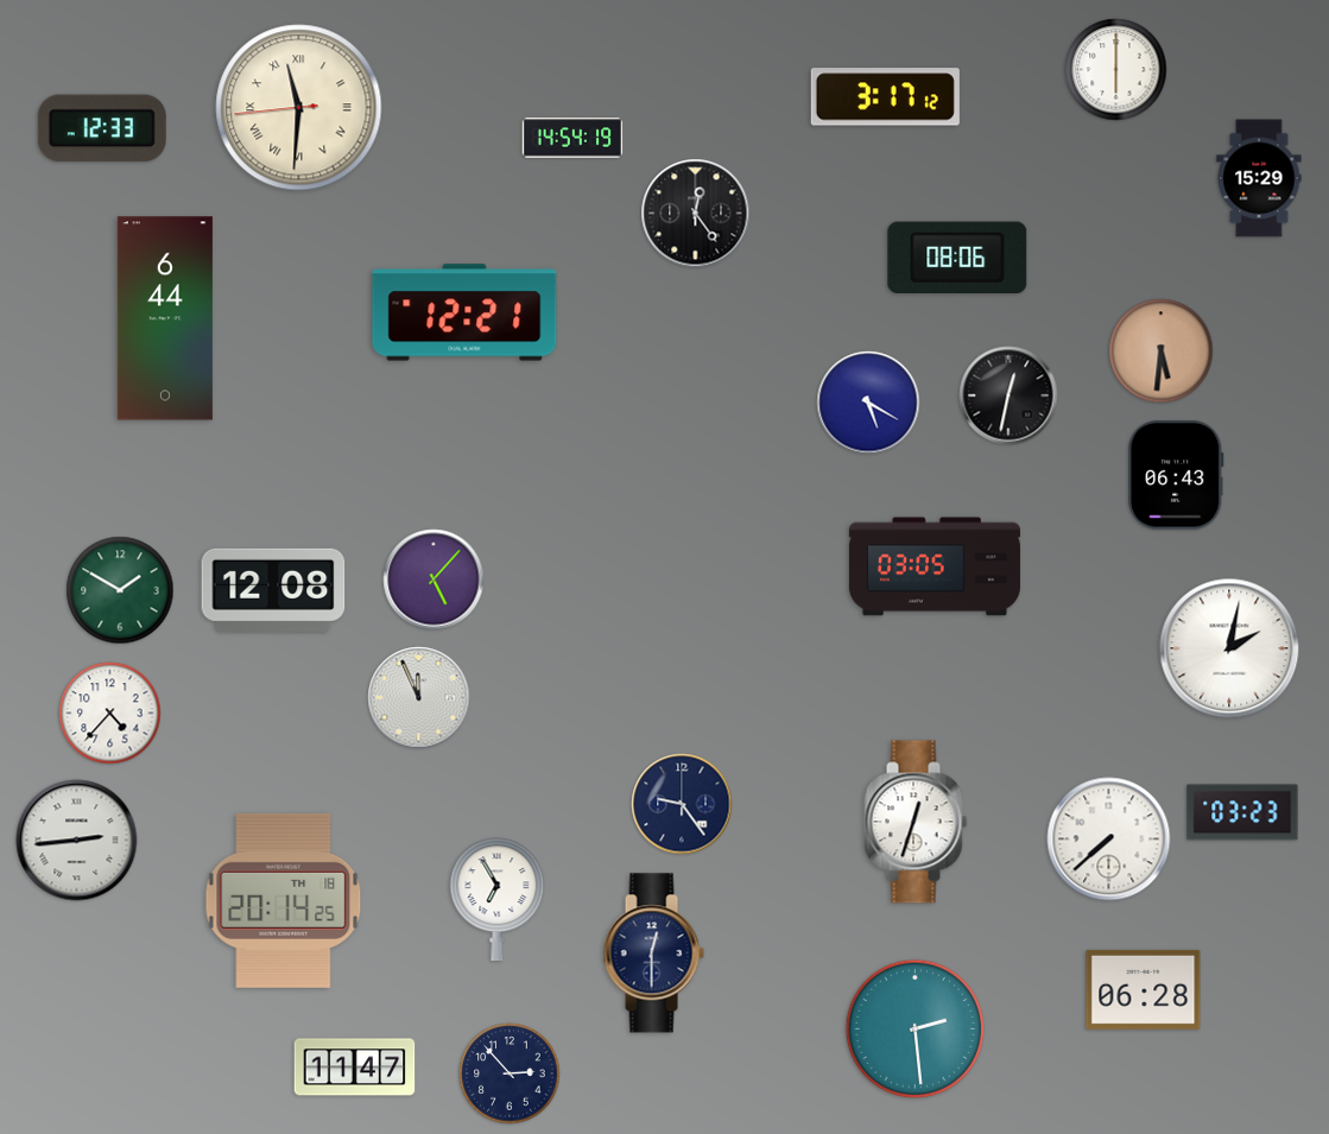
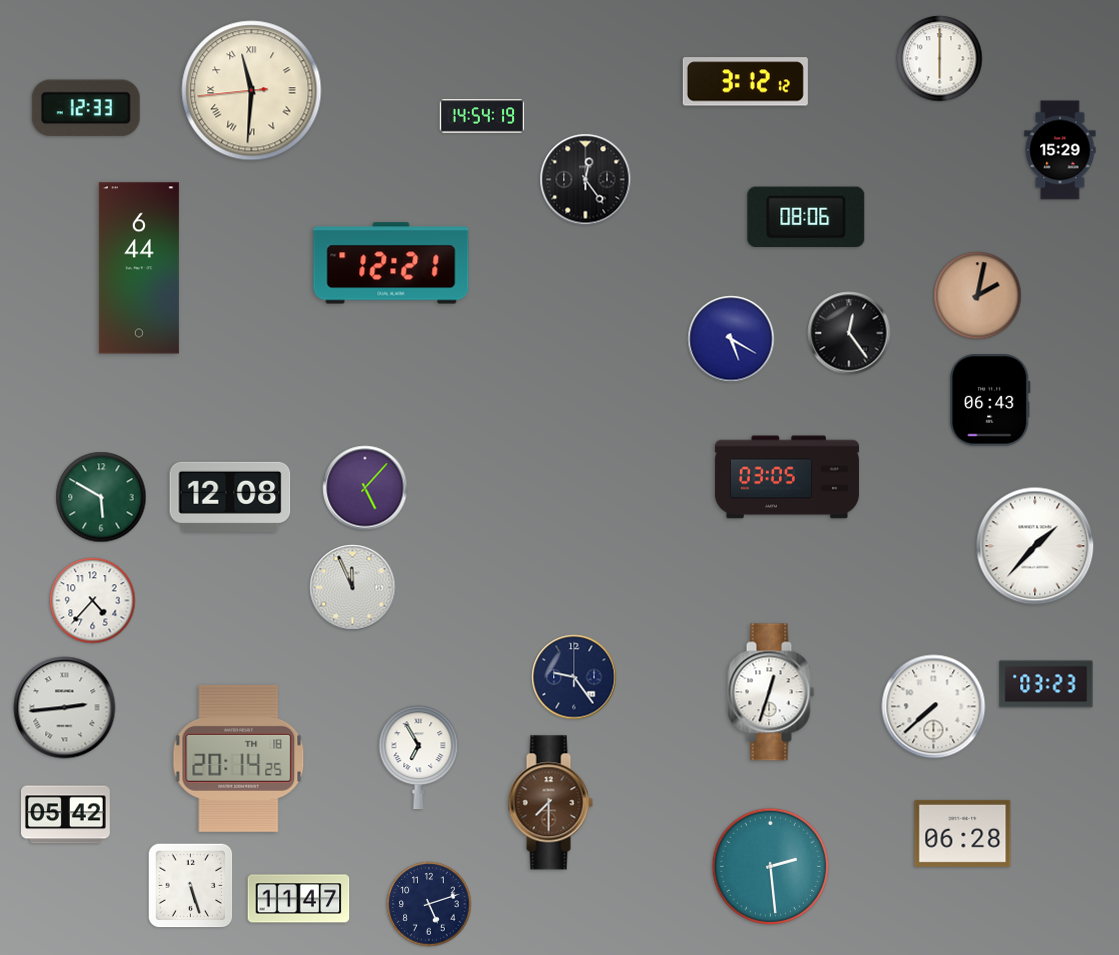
clock at (885, 97): 3:17 -> 3:12
clock at (1162, 351): 5:31 -> 2:02
clock at (1008, 395): 12:32 -> 12:24
clock at (120, 590): 1:50 -> 5:50
clock at (1229, 648): 2:02 -> 1:37
clock at (653, 954): 12:30 -> 7:30
clock at (653, 954) dial: navy -> brown
clock at (66, 815): none -> 05:42
clock at (191, 886): none -> 5:27
clock at (510, 1073): 2:53 -> 5:12
